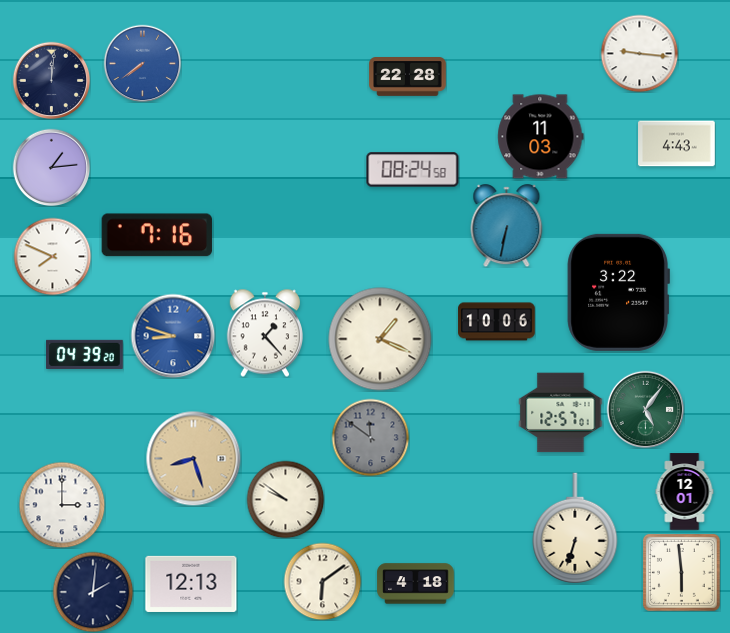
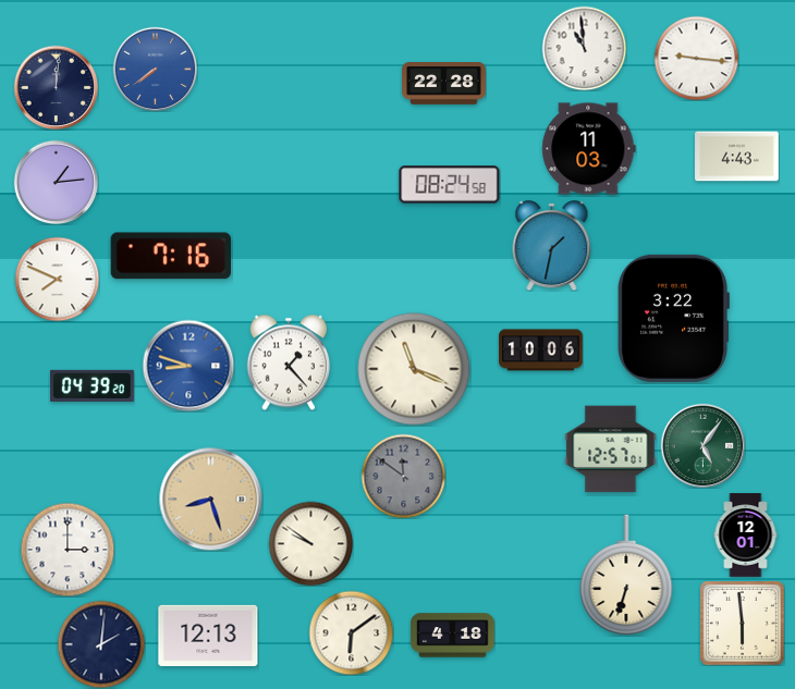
clock at (584, 48): none -> 10:59
clock at (507, 226): 6:32 -> 1:32
clock at (380, 339): 1:19 -> 11:19
